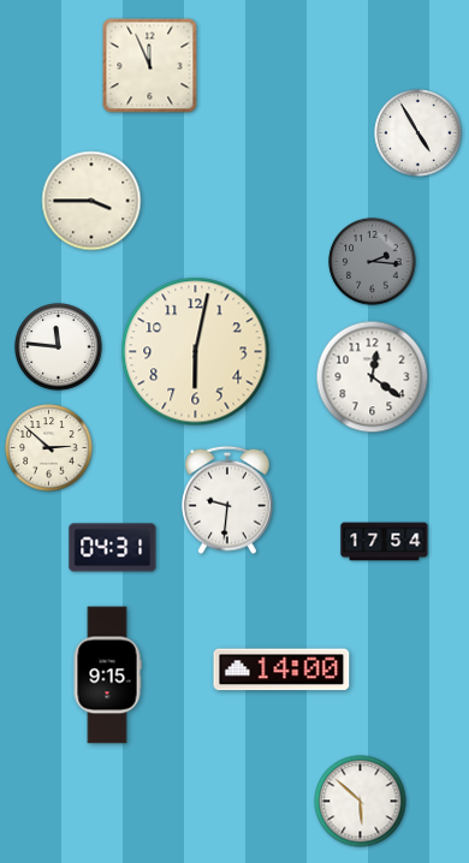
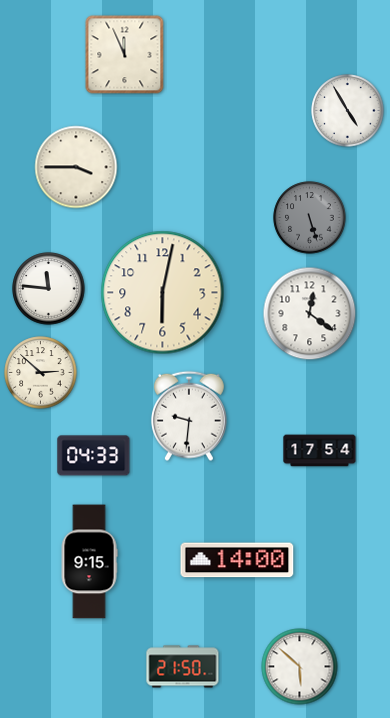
clock at (373, 262): 2:16 -> 5:27
clock at (113, 548): 04:31 -> 04:33
clock at (281, 669) position: (281, 669) -> (237, 560)
clock at (183, 667): none -> 21:50
